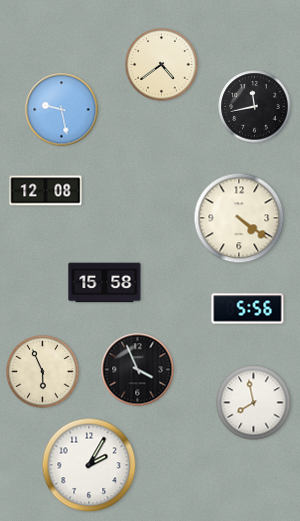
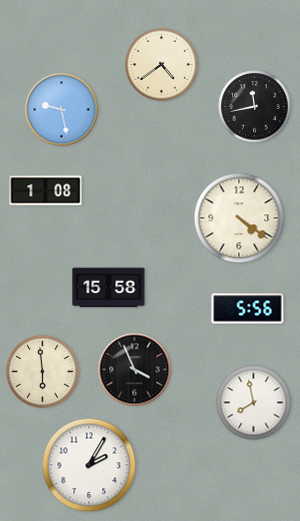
clock at (46, 191): 12:08 -> 1:08
clock at (105, 283) position: (105, 283) -> (109, 288)
clock at (138, 370) position: (138, 370) -> (135, 370)
clock at (43, 372): 5:56 -> 5:59
